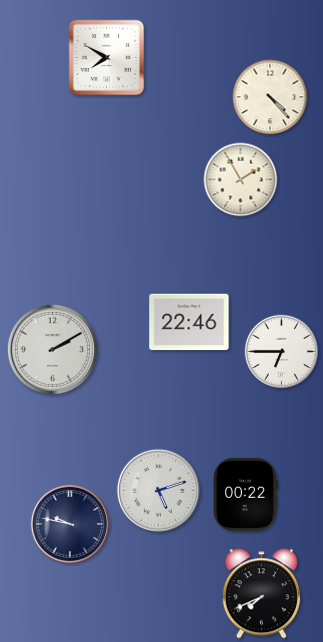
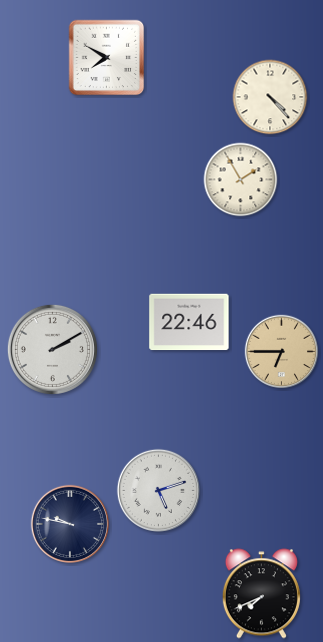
clock at (282, 352) dial: white -> champagne
clock at (246, 494): 00:22 -> none
